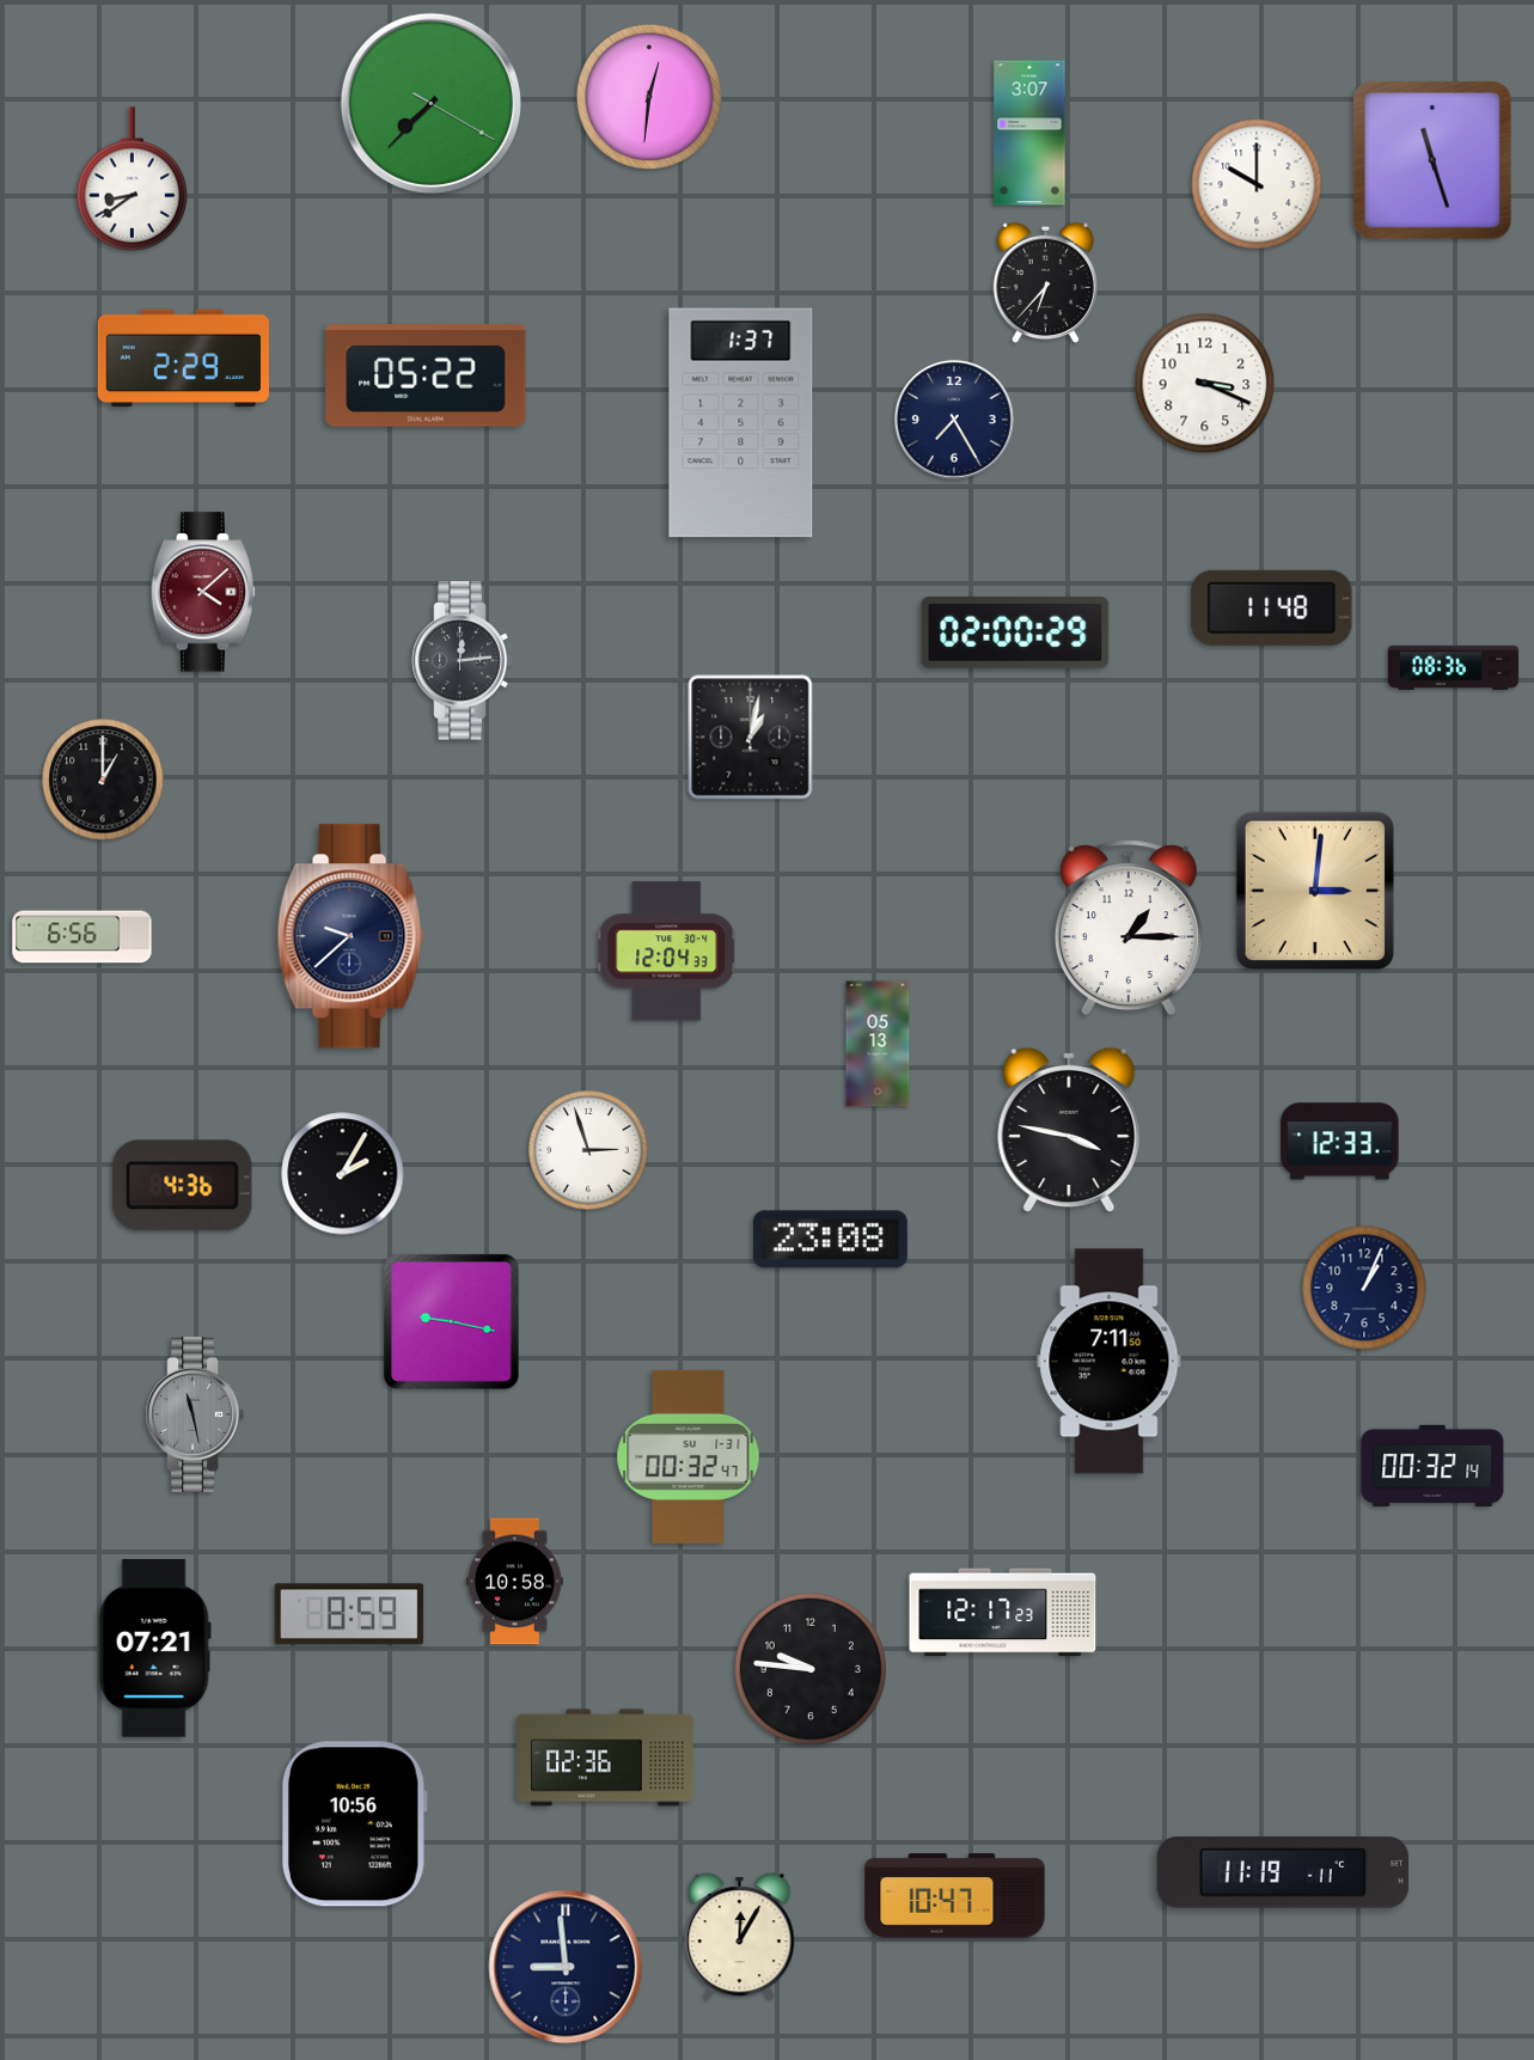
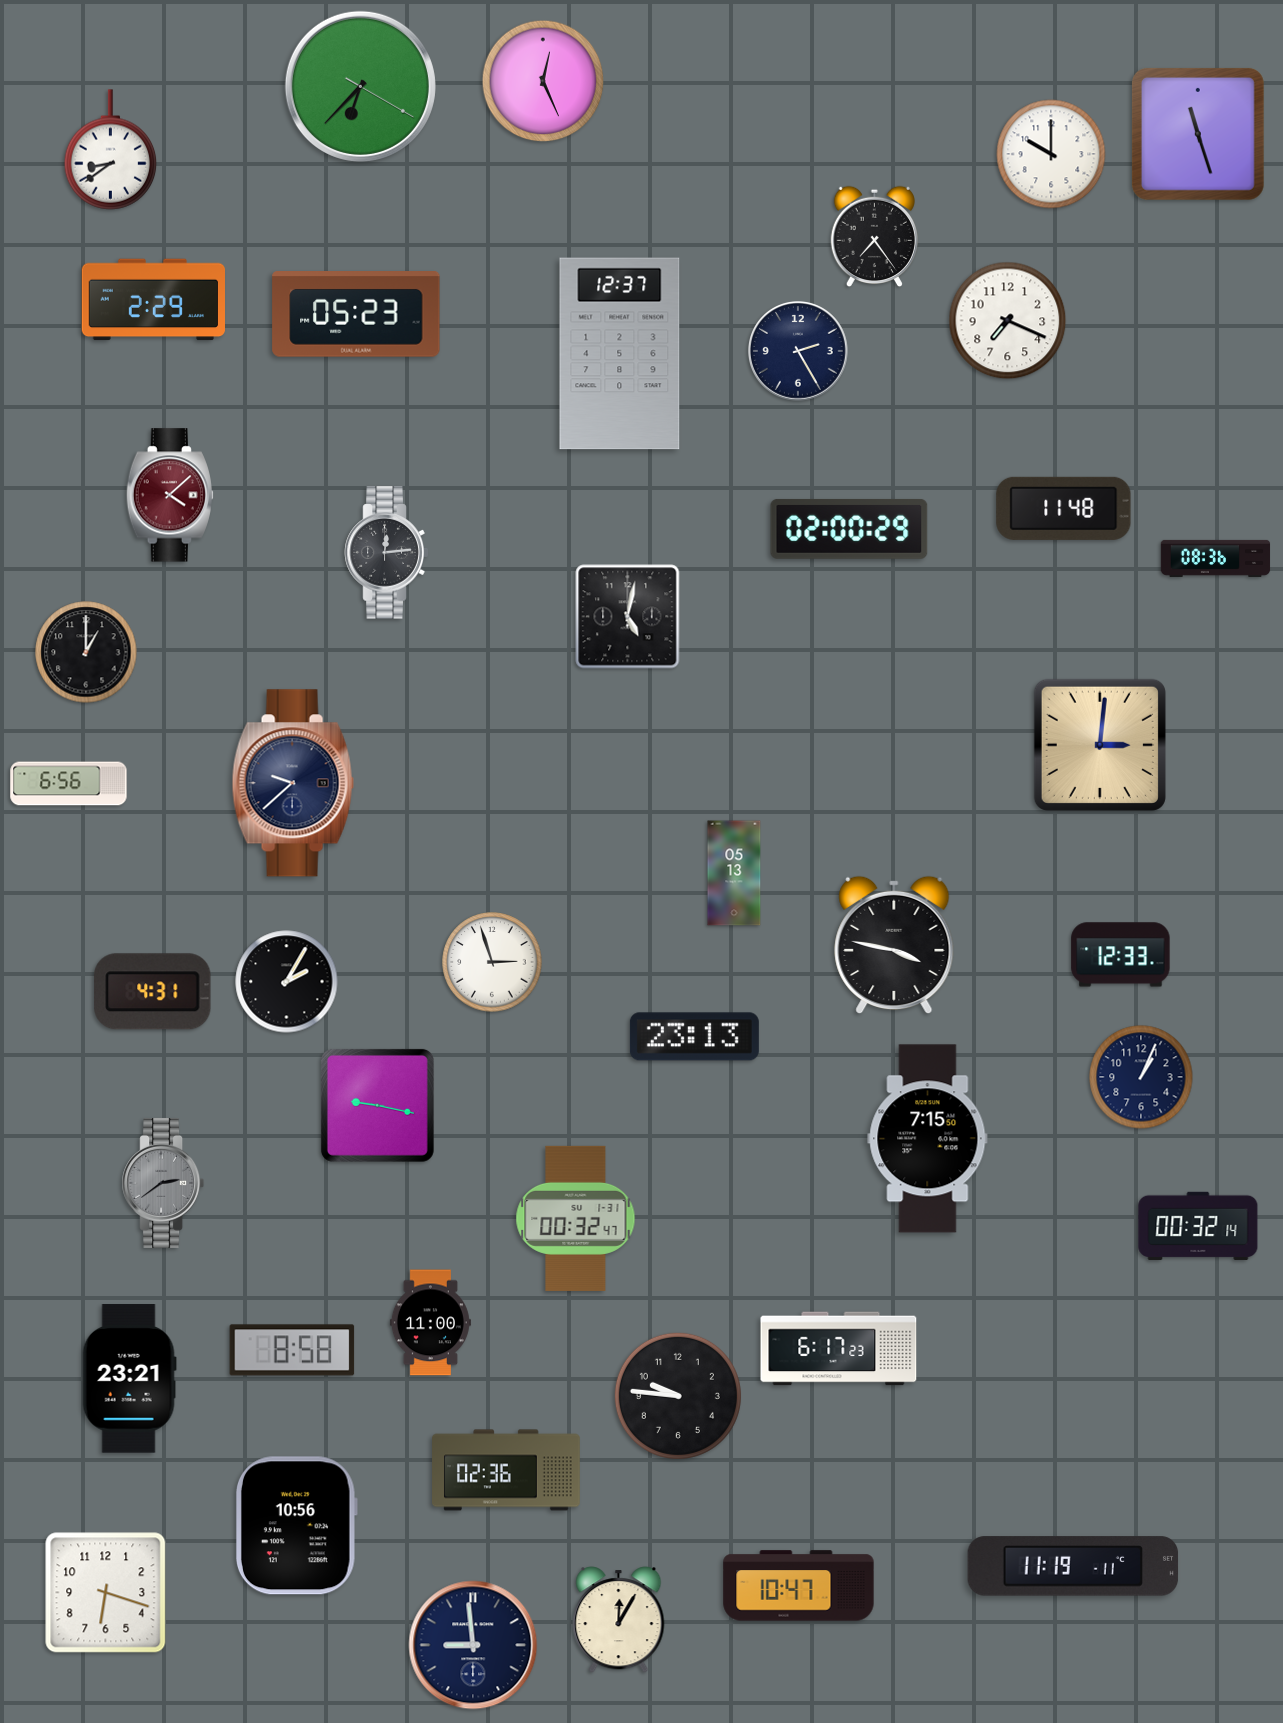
clock at (649, 97): 12:31 -> 12:26
clock at (430, 103): 7:37 -> 6:37
clock at (1029, 133): 3:07 -> none
clock at (1045, 283): 6:37 -> 7:24
clock at (426, 377): 05:22 -> 05:23
clock at (1205, 384): 3:19 -> 7:19
clock at (954, 420): 7:25 -> 2:25
clock at (741, 423): 1:37 -> 12:37
clock at (751, 738): 1:02 -> 5:02
clock at (1129, 928): 1:15 -> none
clock at (667, 952): 12:04 -> none
clock at (183, 1186): 4:36 -> 4:31
clock at (830, 1240): 23:08 -> 23:13
clock at (1110, 1362): 7:11 -> 7:15
clock at (195, 1414): 11:28 -> 2:39
clock at (514, 1582): 10:58 -> 11:00
clock at (1003, 1613): 12:17 -> 6:17
clock at (349, 1614): 8:59 -> 8:58
clock at (154, 1649): 07:21 -> 23:21
clock at (106, 1593): none -> 6:18
